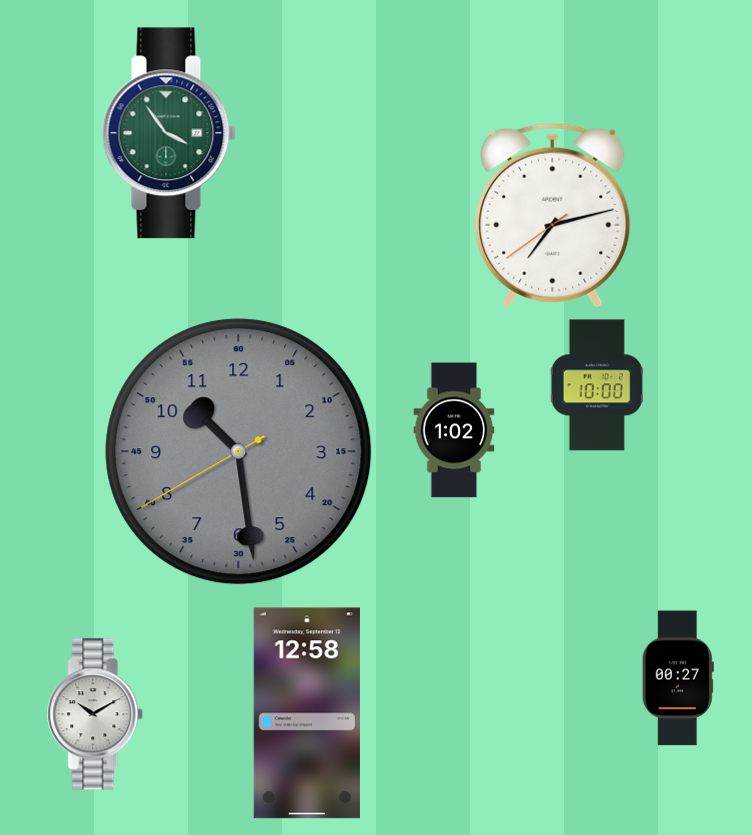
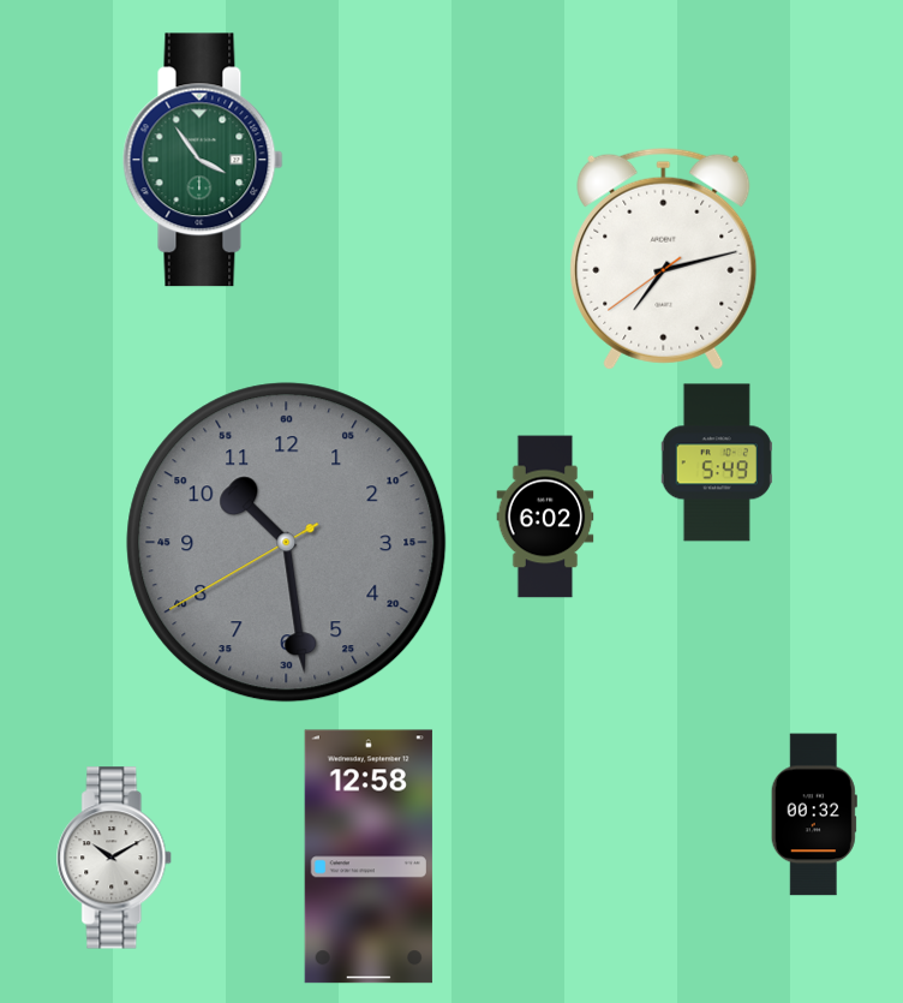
clock at (597, 385): 10:00 -> 5:49
clock at (454, 430): 1:02 -> 6:02
clock at (678, 678): 00:27 -> 00:32
